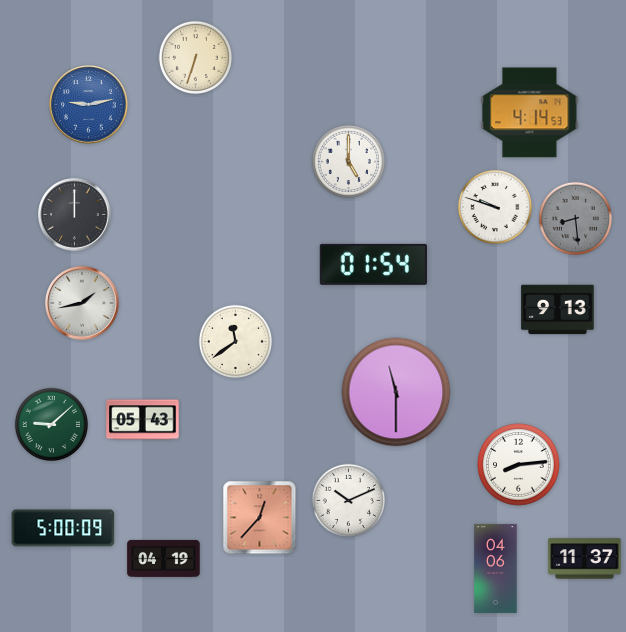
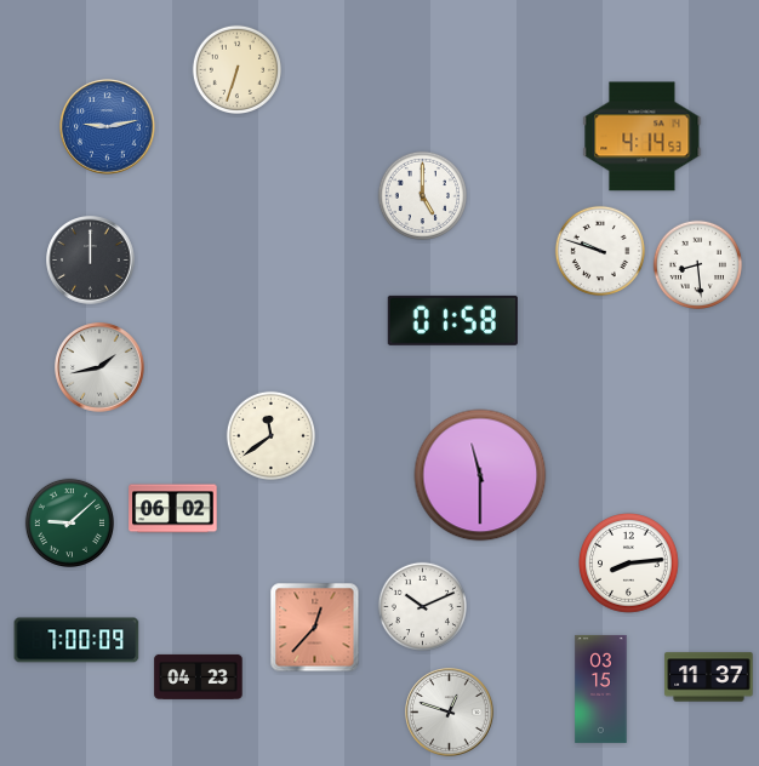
clock at (575, 218) dial: grey -> white
clock at (373, 264): 01:54 -> 01:58
clock at (558, 310): 9:13 -> none
clock at (235, 341) position: (235, 341) -> (270, 435)
clock at (143, 420): 05:43 -> 06:02
clock at (51, 424) position: (51, 424) -> (69, 522)
clock at (63, 528): 5:00 -> 7:00
clock at (164, 558): 04:19 -> 04:23
clock at (496, 568): 04:06 -> 03:15
clock at (450, 713): none -> 12:48
